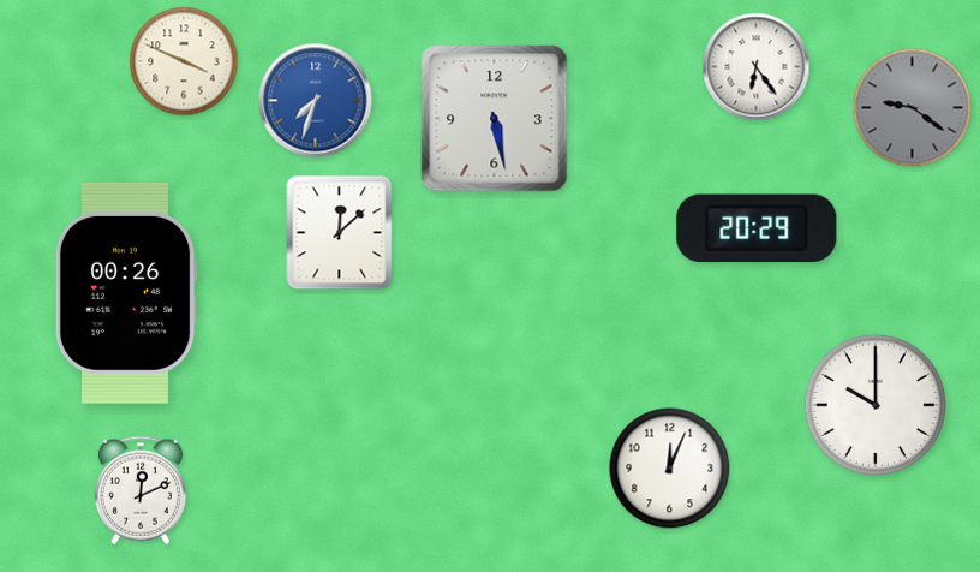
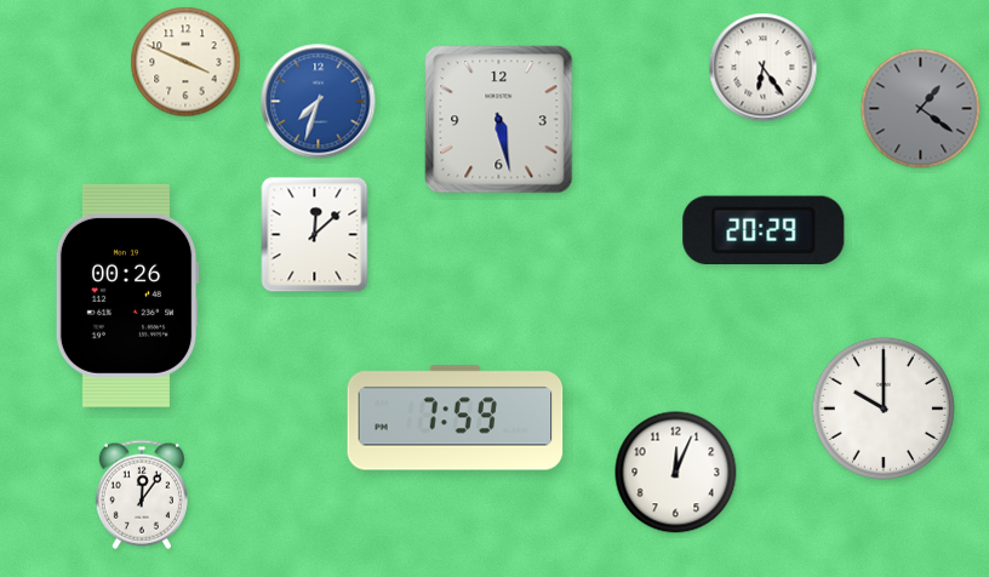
clock at (913, 108): 9:21 -> 1:21
clock at (340, 233) position: (340, 233) -> (315, 235)
clock at (456, 418): none -> 7:59
clock at (141, 490): 12:11 -> 12:06
